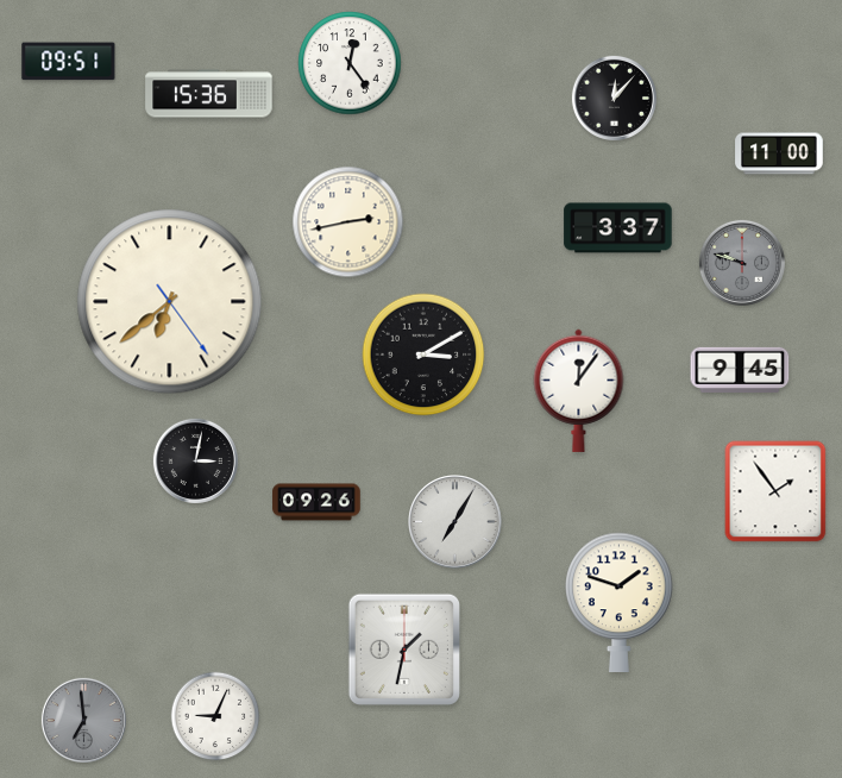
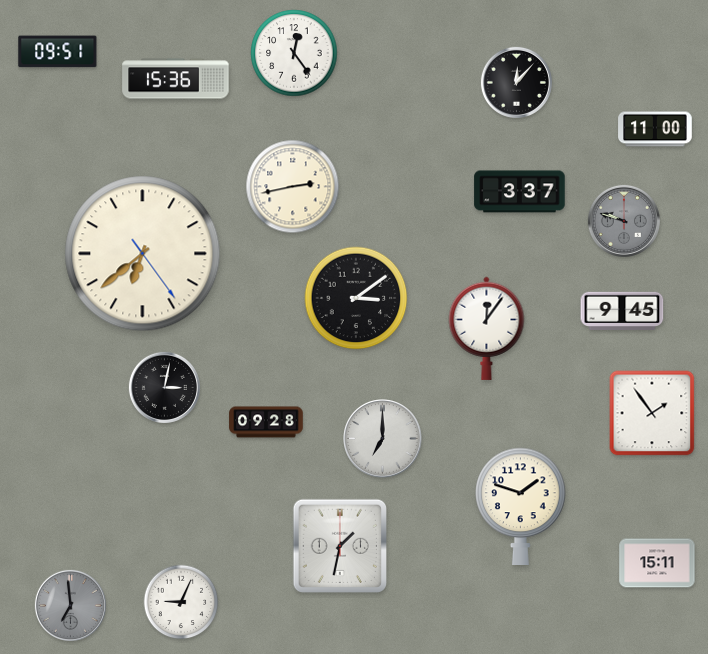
clock at (423, 355): 3:10 -> 3:09
clock at (316, 502): 09:26 -> 09:28
clock at (455, 522): 7:05 -> 7:00
clock at (657, 563): none -> 15:11
